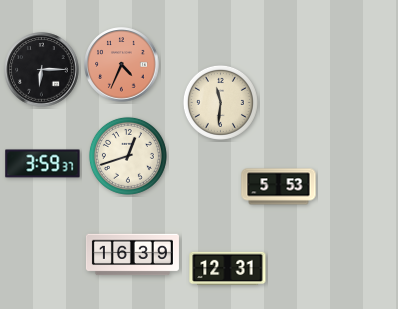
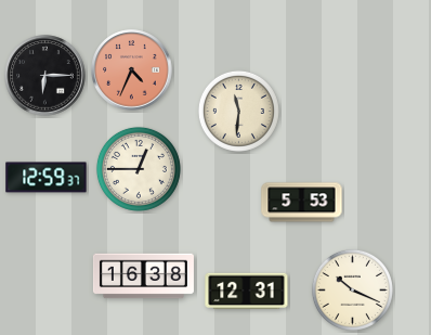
clock at (128, 156): 12:42 -> 12:45
clock at (43, 164): 3:59 -> 12:59
clock at (132, 255): 16:39 -> 16:38
clock at (352, 289): none -> 10:19
